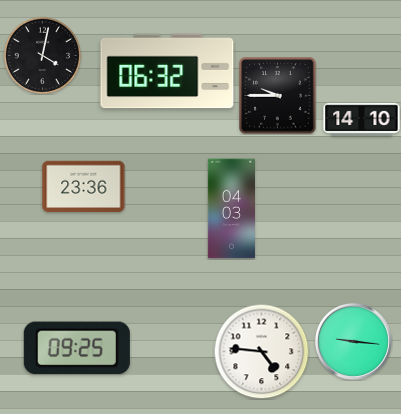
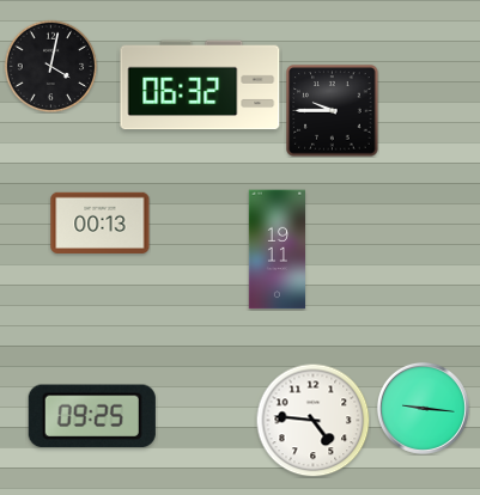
clock at (278, 96) position: (278, 96) -> (333, 111)
clock at (362, 119): 14:10 -> none
clock at (84, 186): 23:36 -> 00:13
clock at (231, 209): 04:03 -> 19:11
